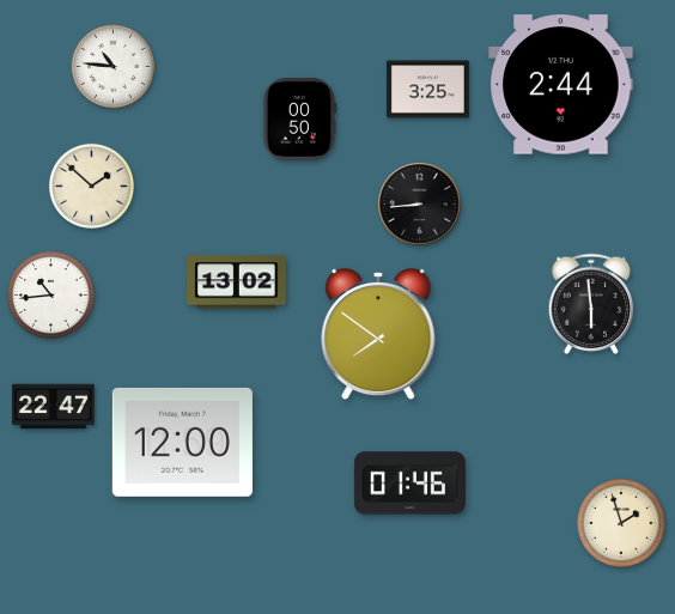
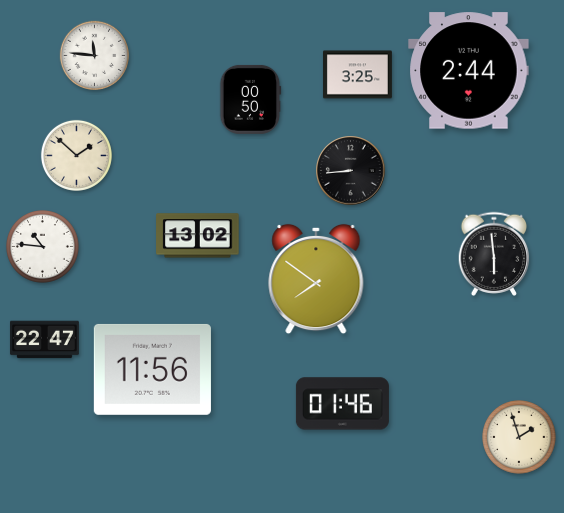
clock at (114, 67): 10:46 -> 11:46
clock at (51, 296): 10:44 -> 10:46
clock at (182, 442): 12:00 -> 11:56
